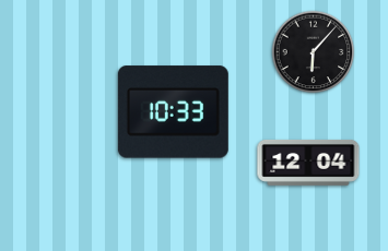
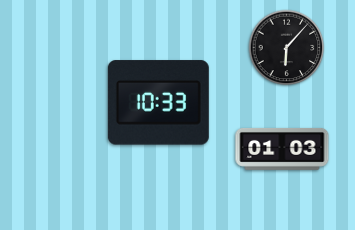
clock at (308, 163): 12:04 -> 01:03
